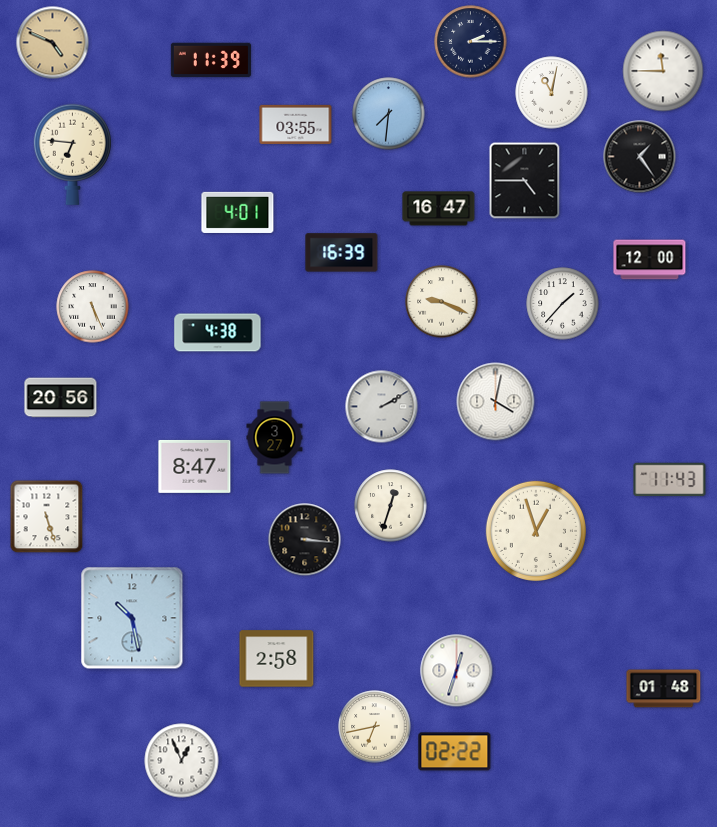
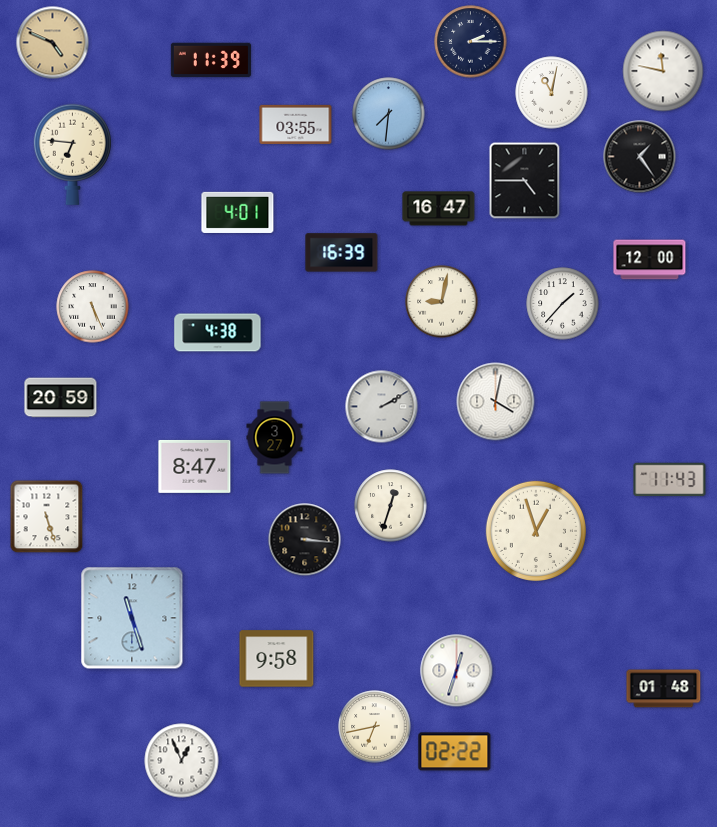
clock at (663, 71): 11:45 -> 11:47
clock at (442, 302): 9:19 -> 9:02
clock at (61, 398): 20:56 -> 20:59
clock at (132, 618): 10:28 -> 11:27
clock at (277, 659): 2:58 -> 9:58
